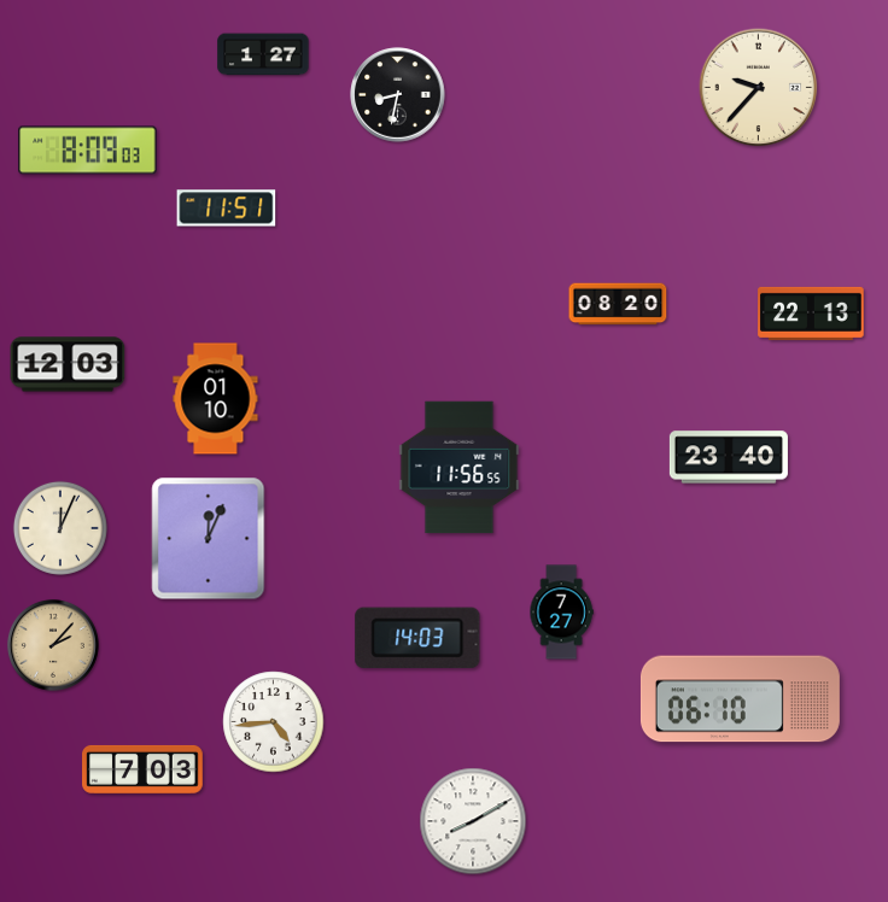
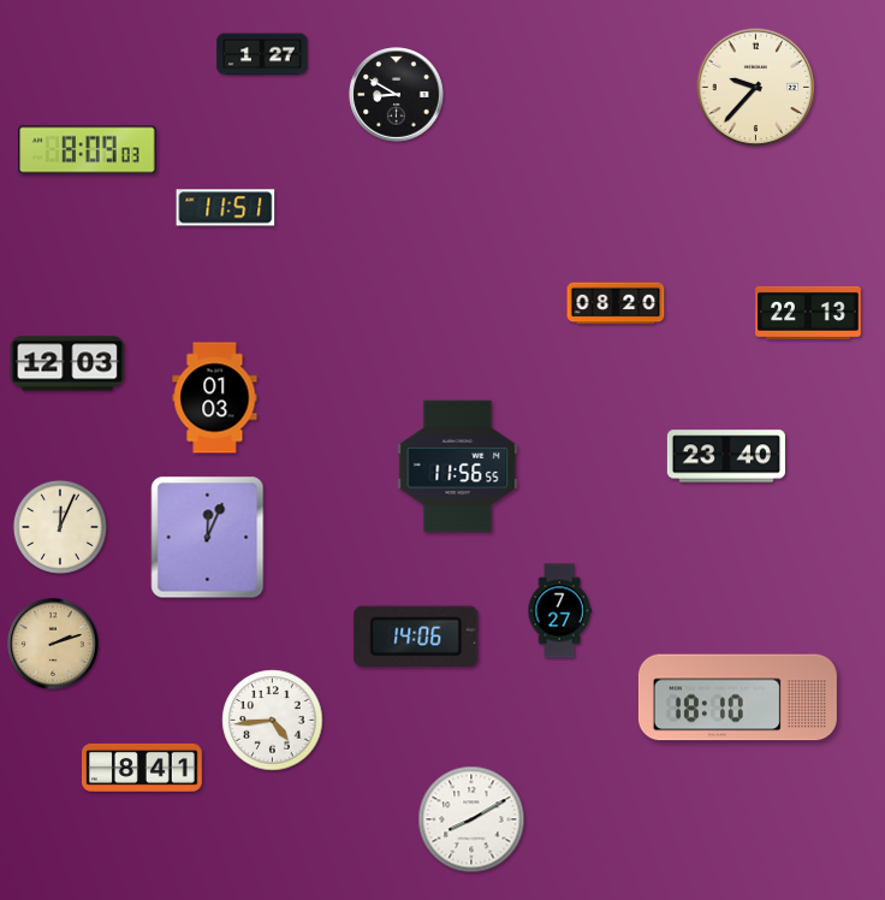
clock at (398, 95): 8:32 -> 8:50
clock at (216, 399): 01:10 -> 01:03
clock at (417, 638): 14:03 -> 14:06
clock at (53, 645): 2:07 -> 2:12
clock at (740, 699): 06:10 -> 18:10
clock at (144, 769): 7:03 -> 8:41
